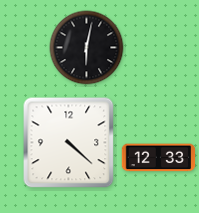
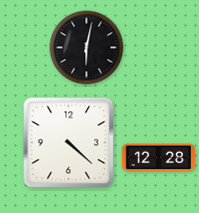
clock at (159, 158): 12:33 -> 12:28
